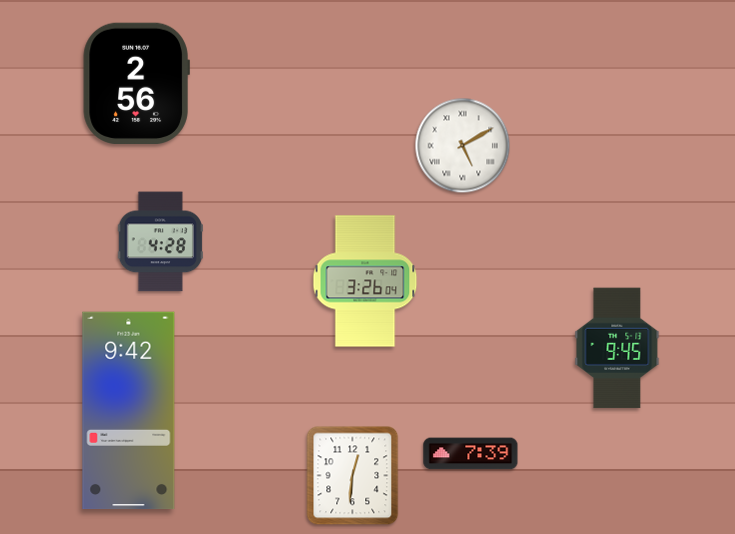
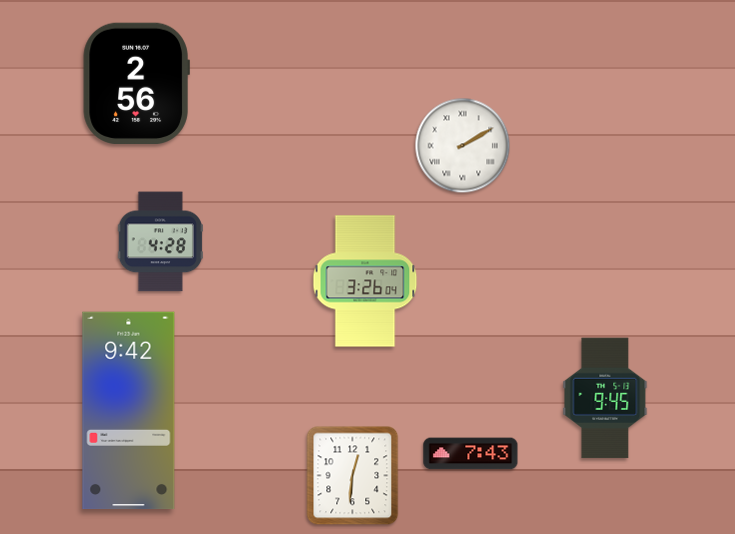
clock at (463, 146): 5:10 -> 2:10
clock at (617, 348) position: (617, 348) -> (605, 398)
clock at (471, 454): 7:39 -> 7:43
